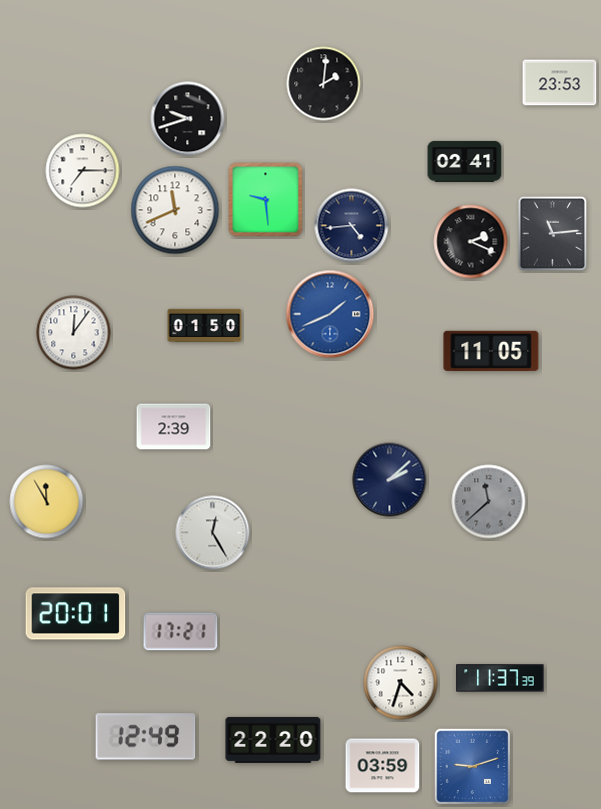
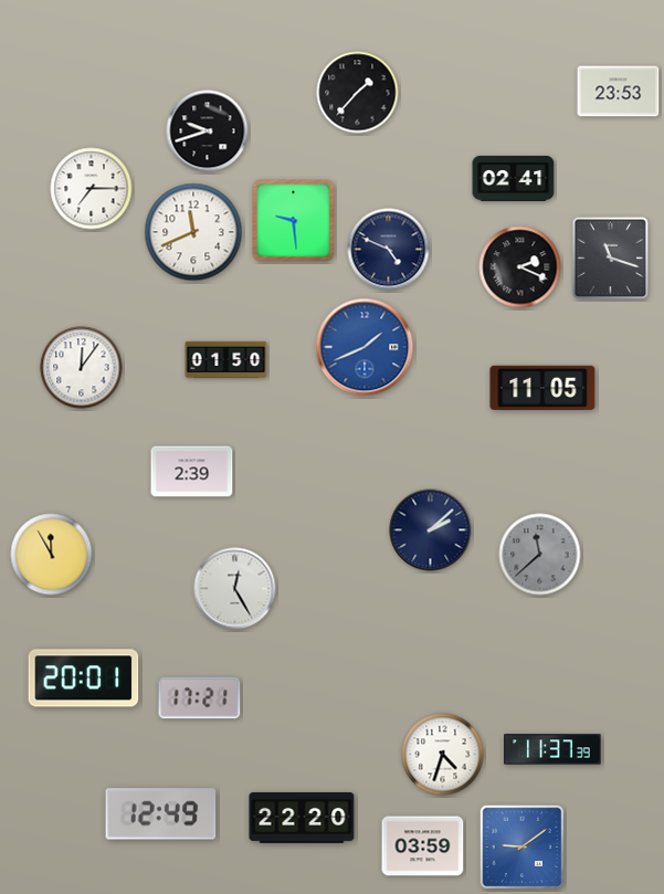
clock at (324, 84): 2:01 -> 1:37
clock at (352, 226): 4:44 -> 4:49
clock at (553, 234): 11:14 -> 11:18
clock at (473, 767): 9:12 -> 9:09
